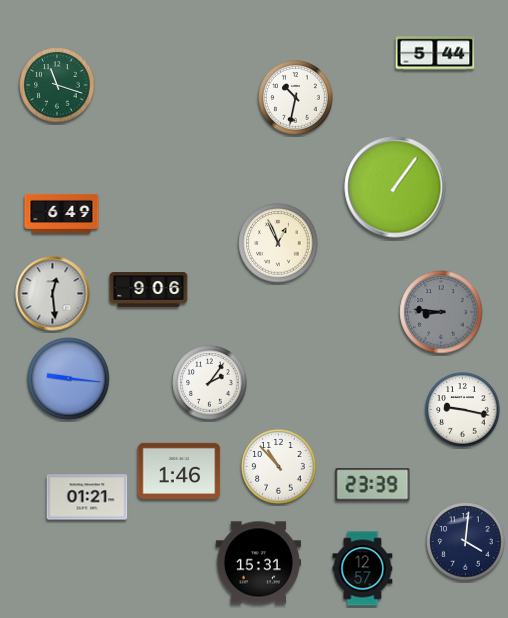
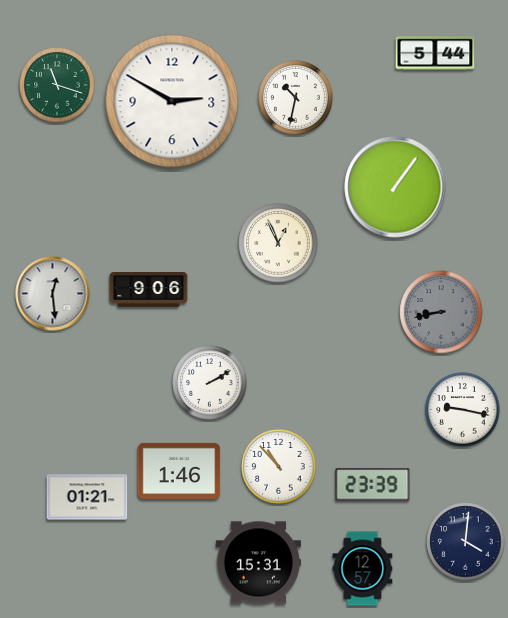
clock at (172, 101): none -> 2:50
clock at (62, 213): 6:49 -> none
clock at (441, 312): 8:46 -> 8:43
clock at (69, 379): 9:16 -> none
clock at (210, 383): 2:06 -> 2:10
